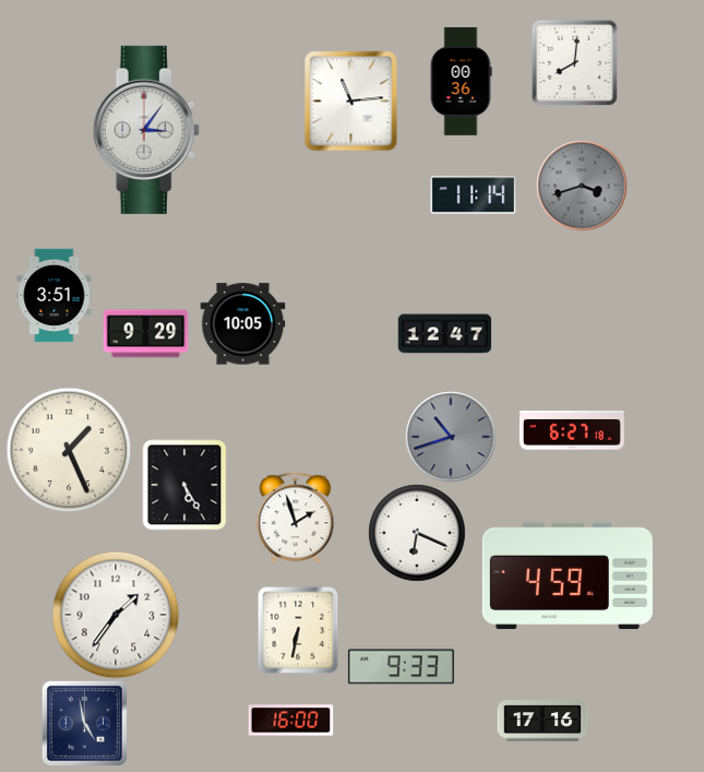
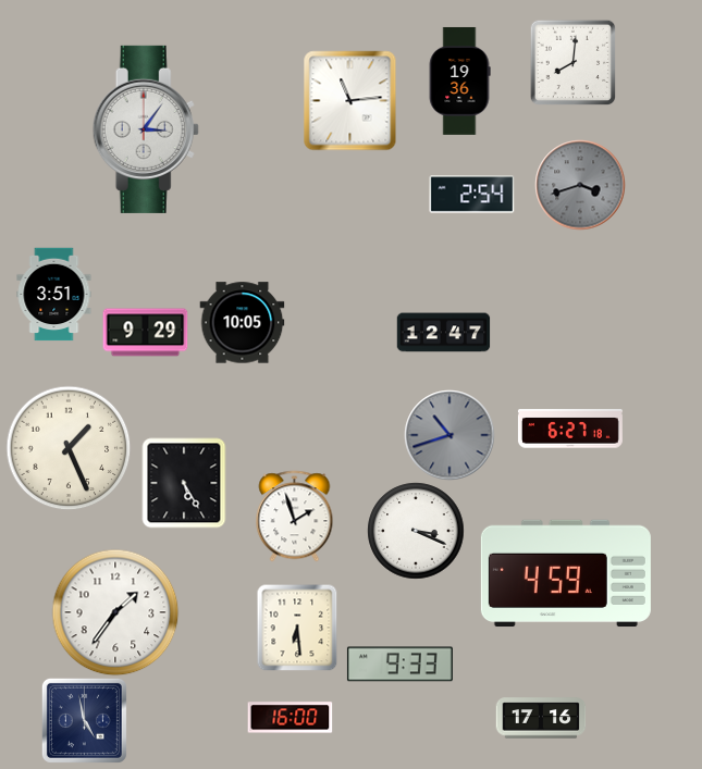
clock at (461, 81): 00:36 -> 19:36
clock at (473, 195): 11:14 -> 2:54
clock at (417, 533): 6:19 -> 3:19
clock at (298, 630): 6:32 -> 6:29
